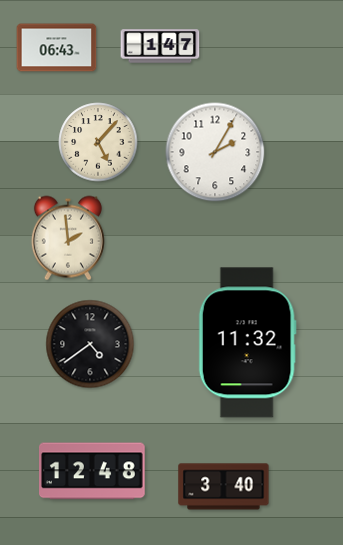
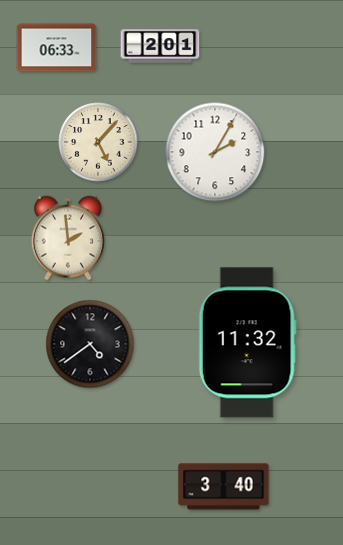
clock at (160, 46): 1:47 -> 2:01
clock at (57, 48): 06:43 -> 06:33
clock at (93, 471): 12:48 -> none
